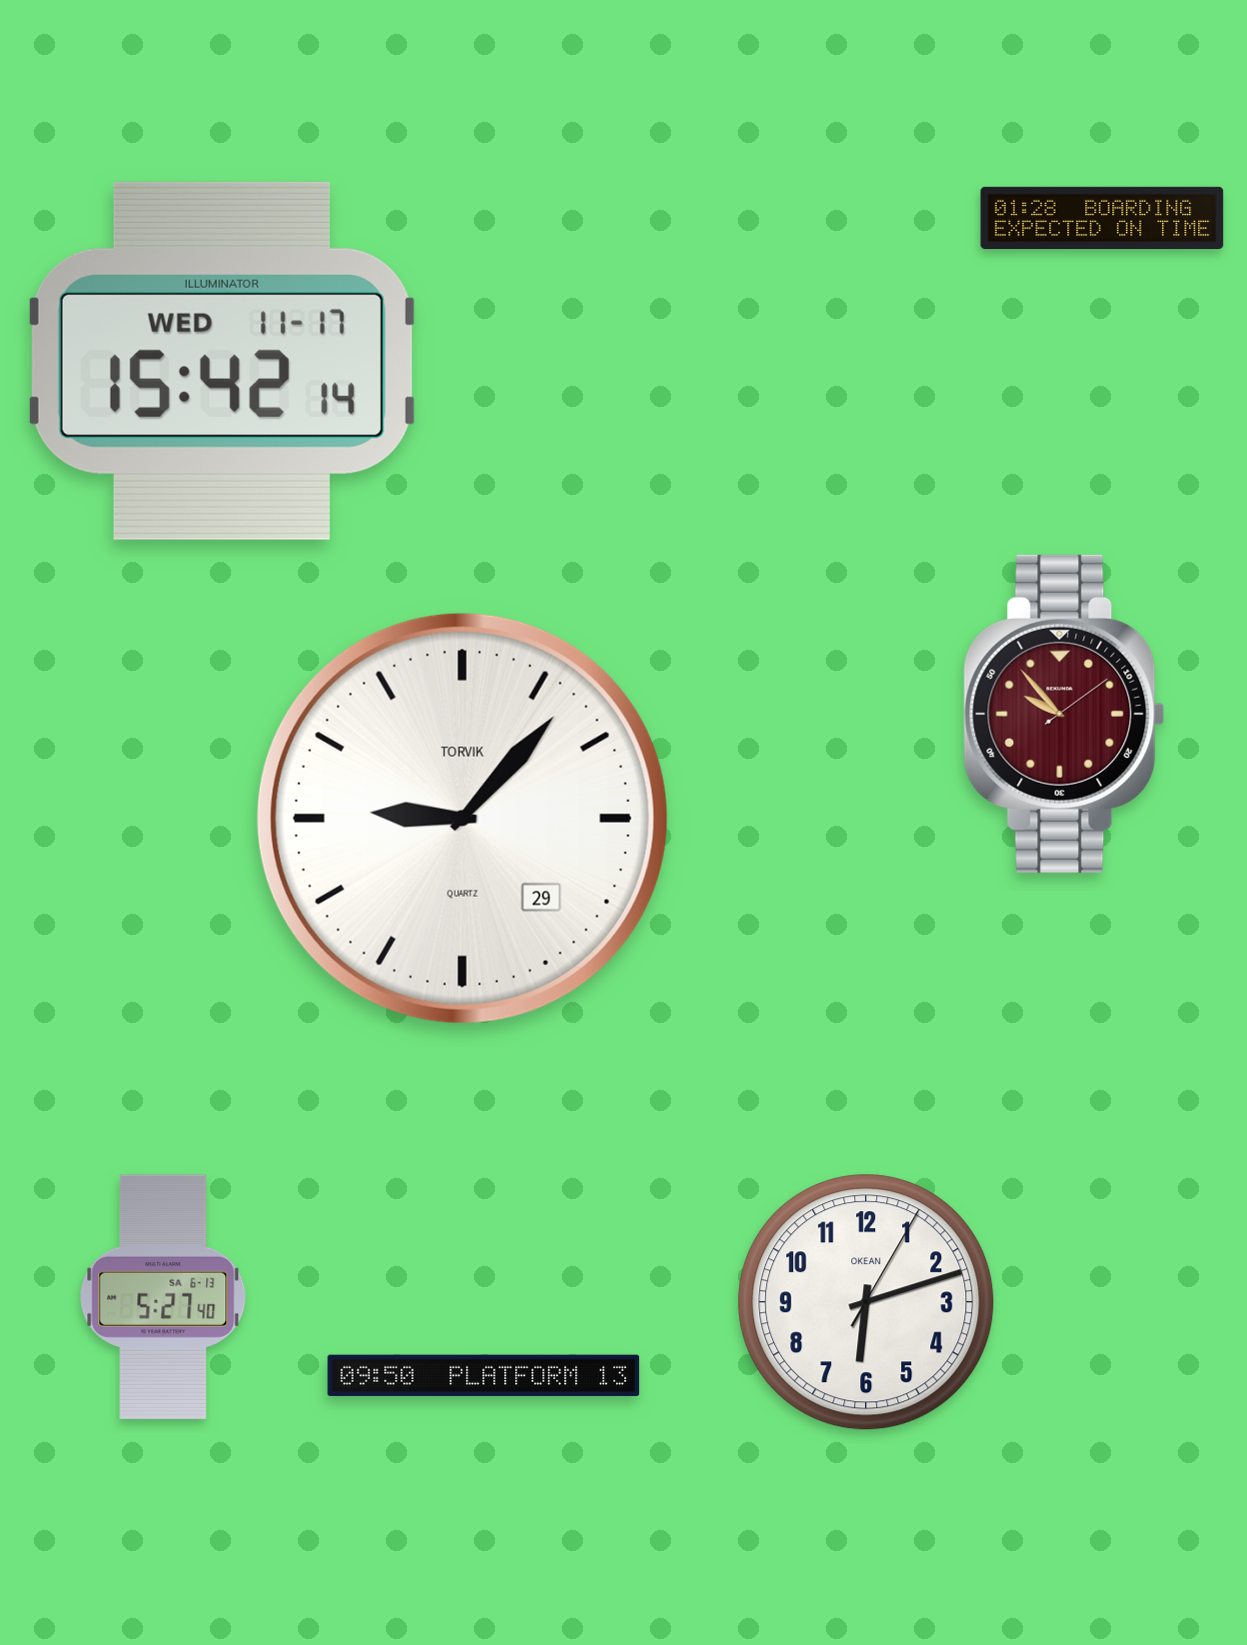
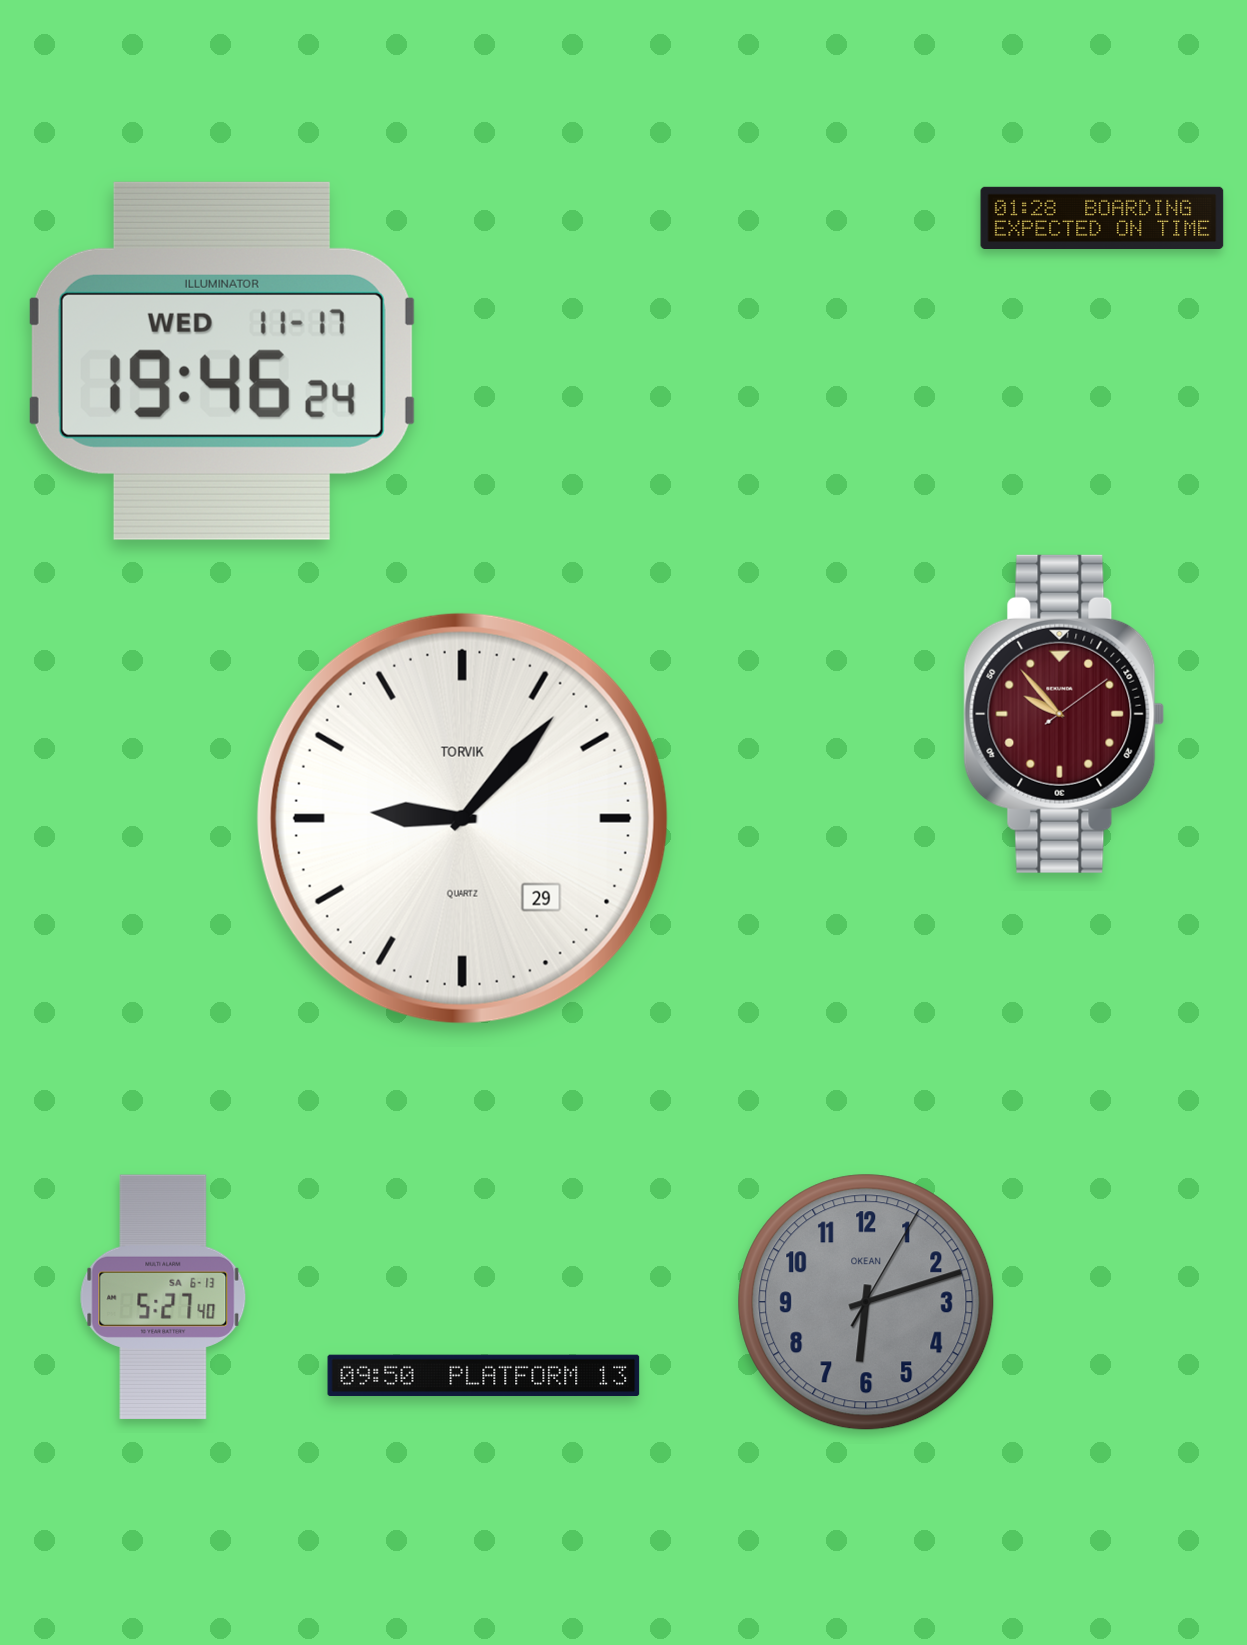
clock at (222, 361): 15:42 -> 19:46
clock at (866, 1302) dial: white -> grey
